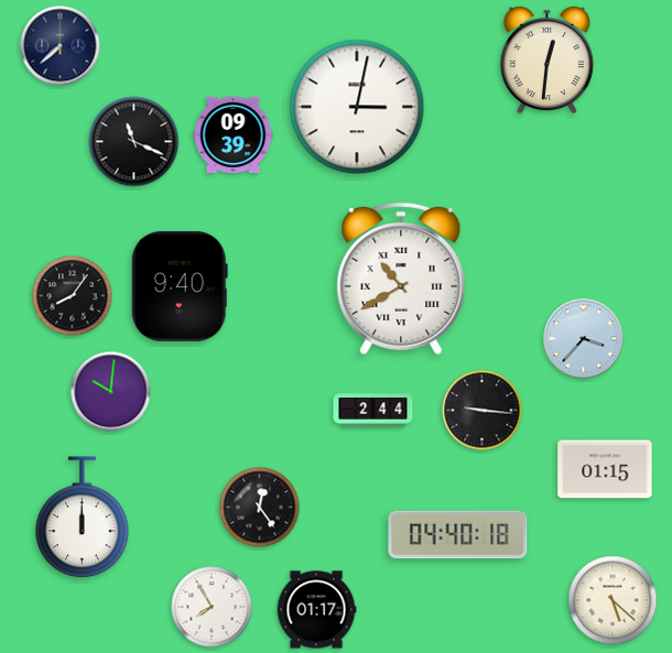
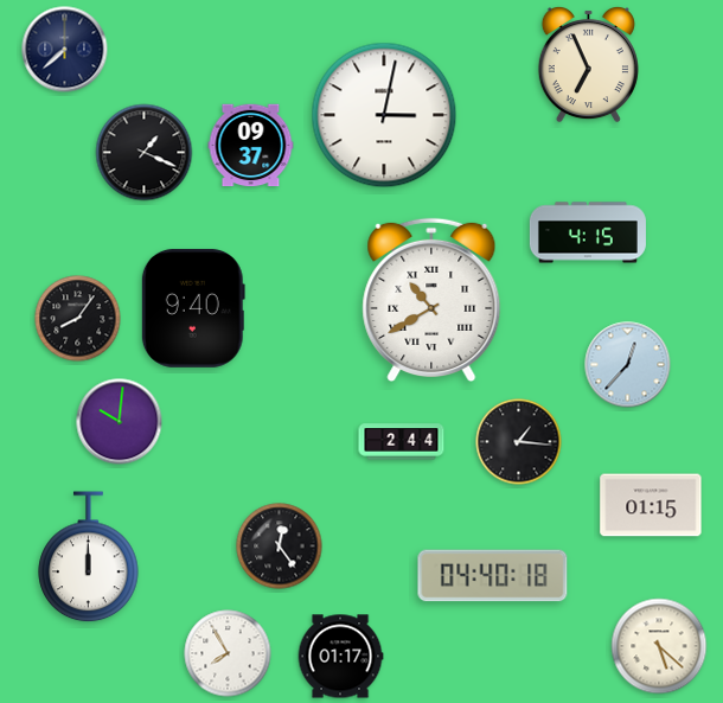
clock at (546, 59): 12:31 -> 6:56
clock at (234, 135): 09:39 -> 09:37
clock at (134, 142): 11:19 -> 1:19
clock at (588, 232): none -> 4:15
clock at (584, 339): 3:37 -> 12:37
clock at (483, 411): 9:16 -> 1:16
